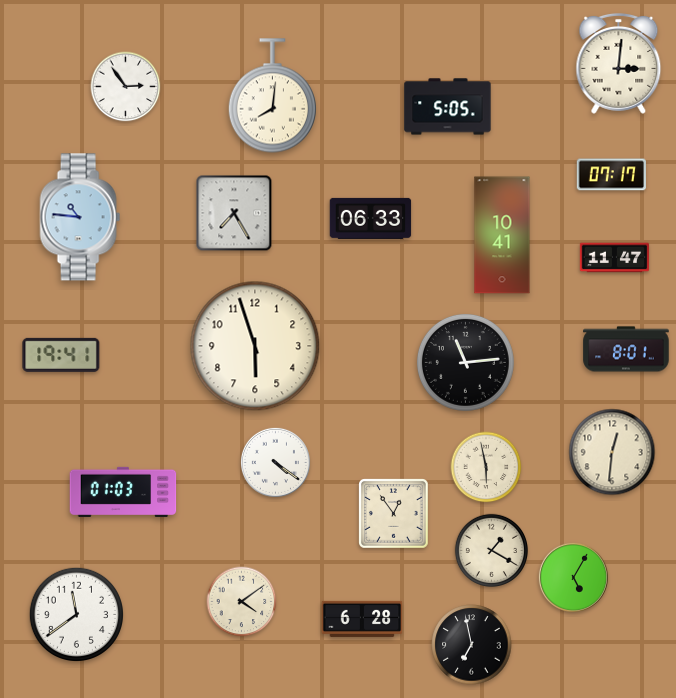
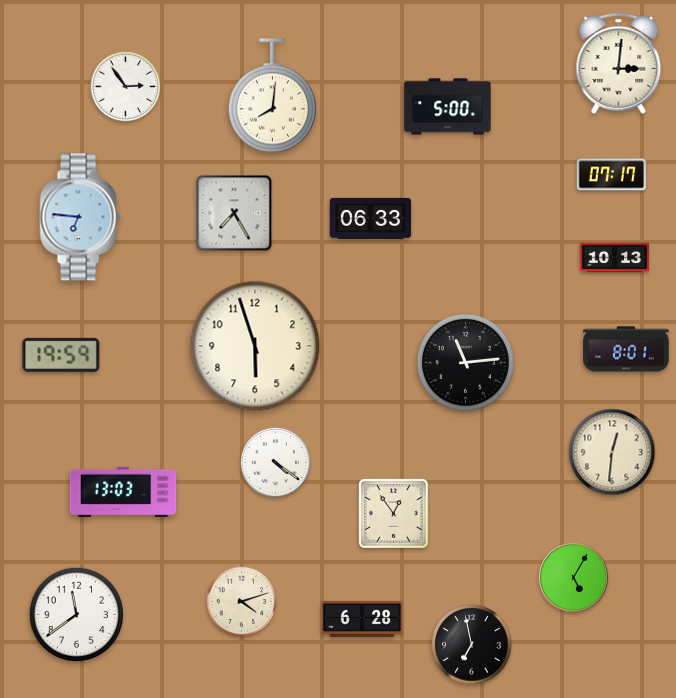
clock at (448, 107): 5:05 -> 5:00
clock at (80, 217): 10:46 -> 6:46
clock at (502, 235): 10:41 -> none
clock at (615, 258): 11:47 -> 10:13
clock at (61, 355): 19:41 -> 19:59
clock at (486, 467): 5:58 -> none
clock at (123, 492): 01:03 -> 13:03
clock at (491, 550): 1:20 -> none
clock at (242, 602): 4:09 -> 4:12
